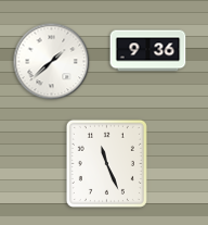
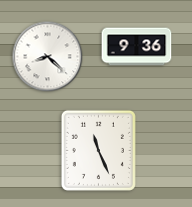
clock at (52, 62): 1:38 -> 8:22
